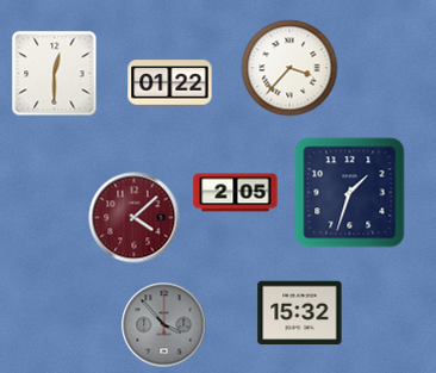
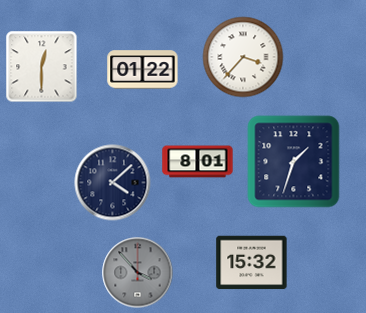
clock at (55, 74) position: (55, 74) -> (42, 67)
clock at (236, 193): 2:05 -> 8:01
clock at (135, 218) dial: burgundy -> navy
